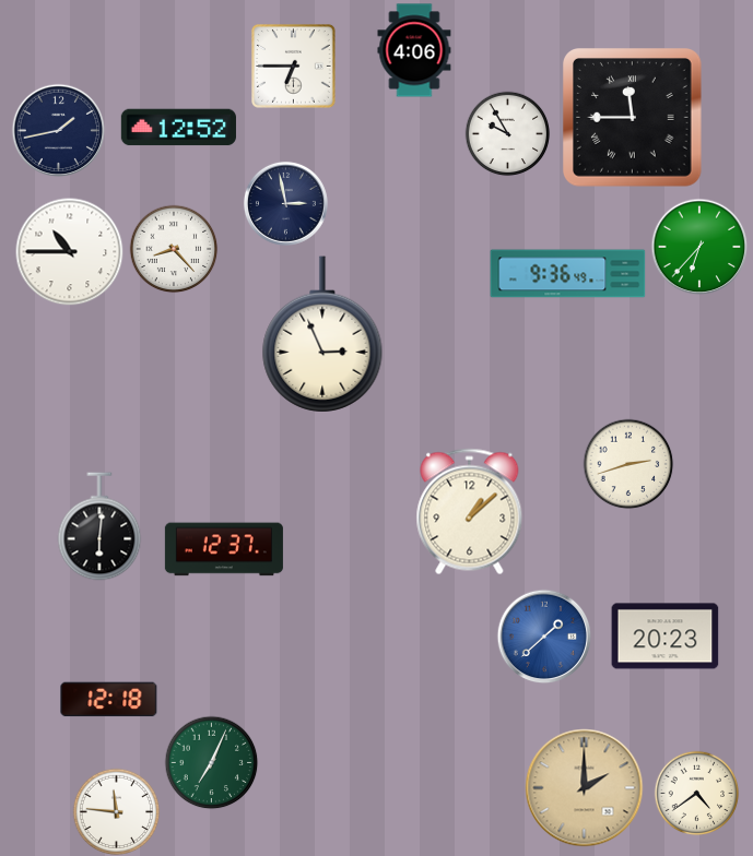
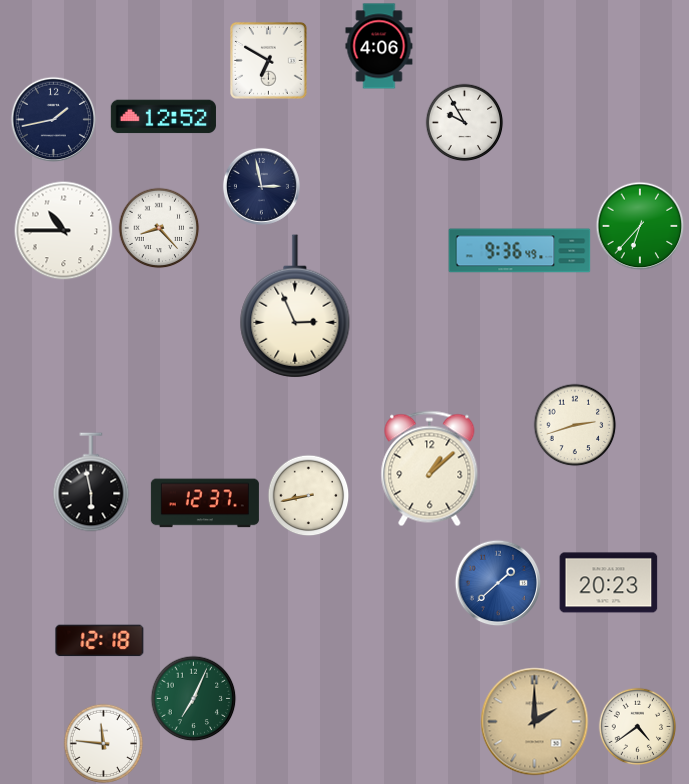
clock at (294, 67): 6:45 -> 6:50
clock at (633, 118): 11:45 -> none
clock at (99, 526): 6:01 -> 5:58
clock at (308, 495): none -> 8:43
clock at (116, 811) position: (116, 811) -> (103, 743)
